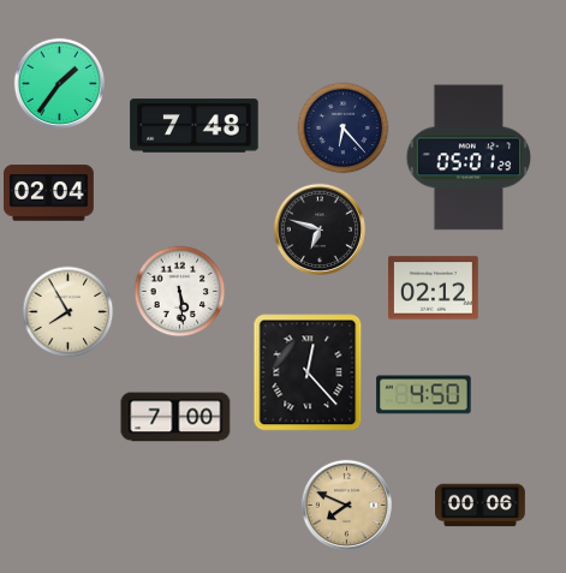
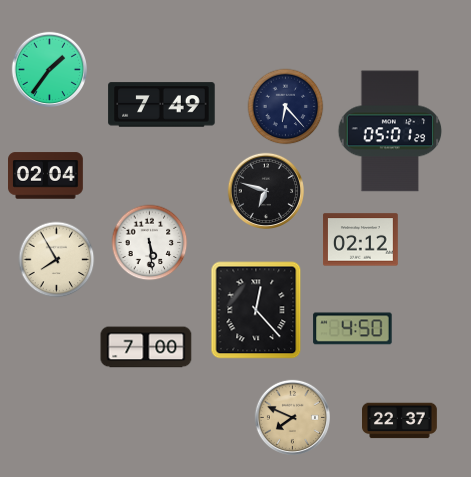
clock at (195, 126): 7:48 -> 7:49
clock at (49, 193) position: (49, 193) -> (46, 176)
clock at (346, 505) position: (346, 505) -> (292, 417)
clock at (481, 506): 00:06 -> 22:37
